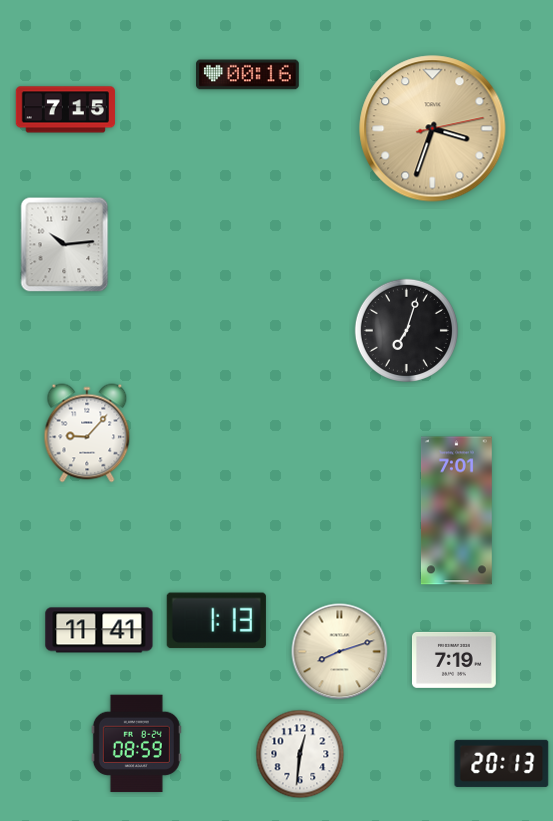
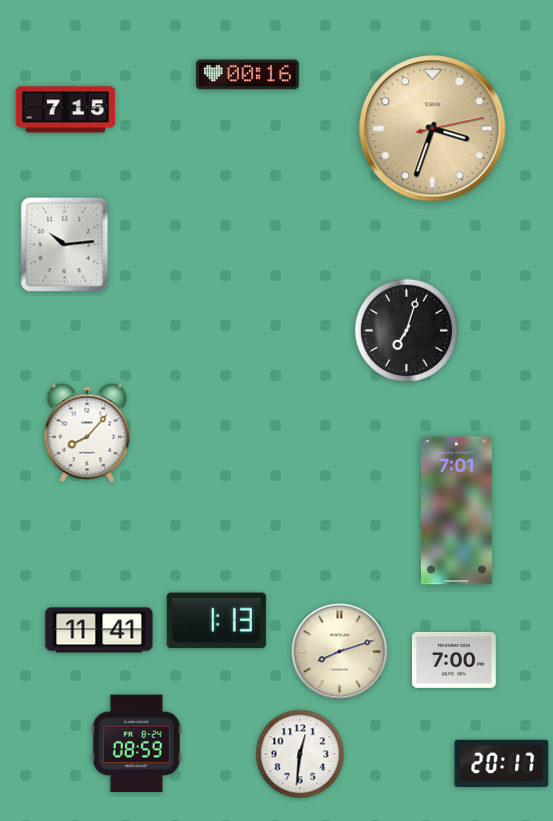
clock at (87, 433): 9:07 -> 8:07
clock at (454, 660): 7:19 -> 7:00
clock at (502, 763): 20:13 -> 20:17
